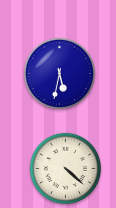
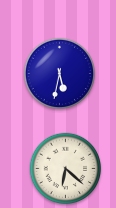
clock at (66, 169): 4:22 -> 6:22
